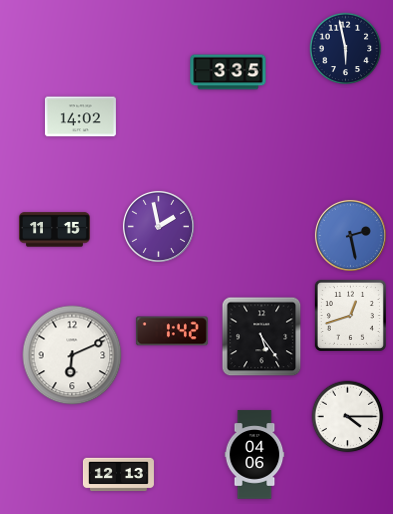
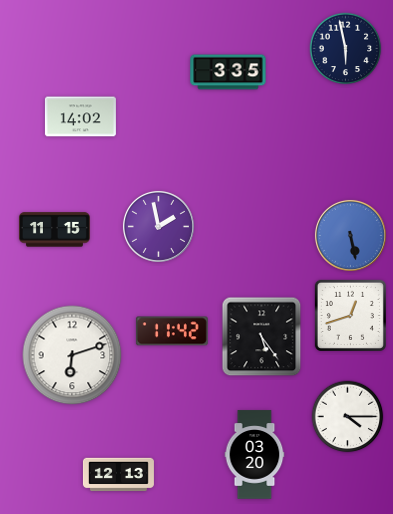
clock at (350, 235): 2:28 -> 5:28
clock at (172, 331): 1:42 -> 11:42
clock at (72, 355): 6:11 -> 6:12
clock at (255, 455): 04:06 -> 03:20
